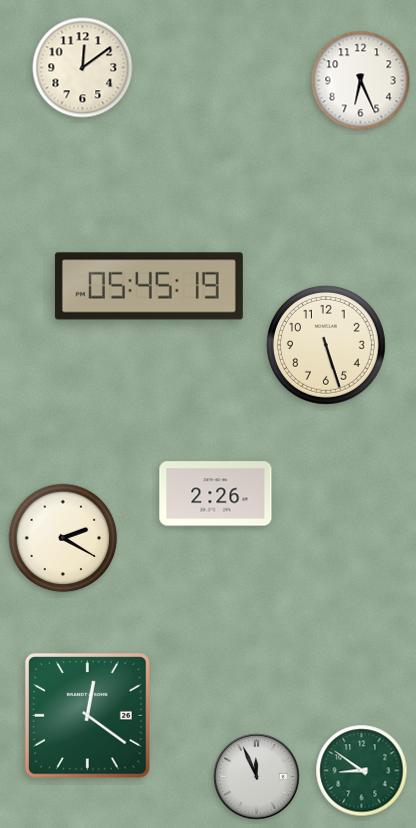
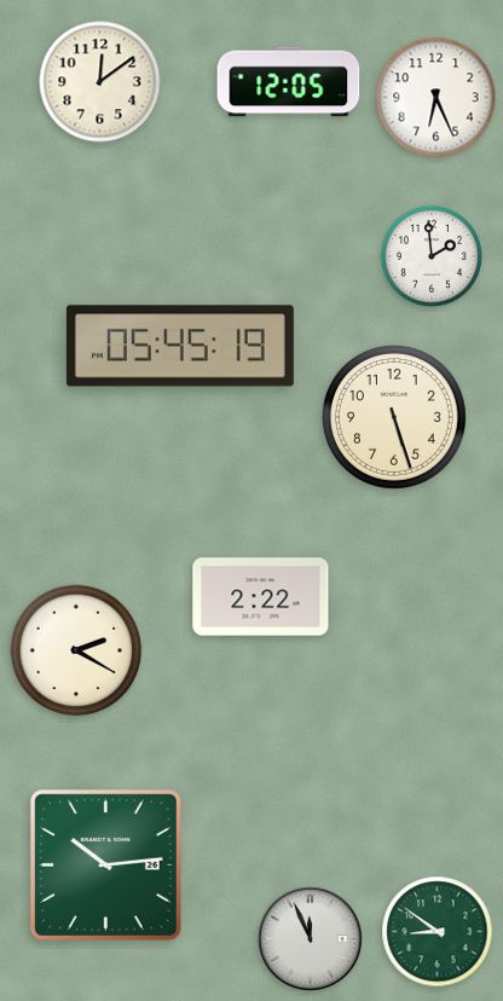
clock at (289, 82): none -> 12:05
clock at (432, 256): none -> 1:59
clock at (216, 494): 2:26 -> 2:22
clock at (87, 715): 12:21 -> 10:14
